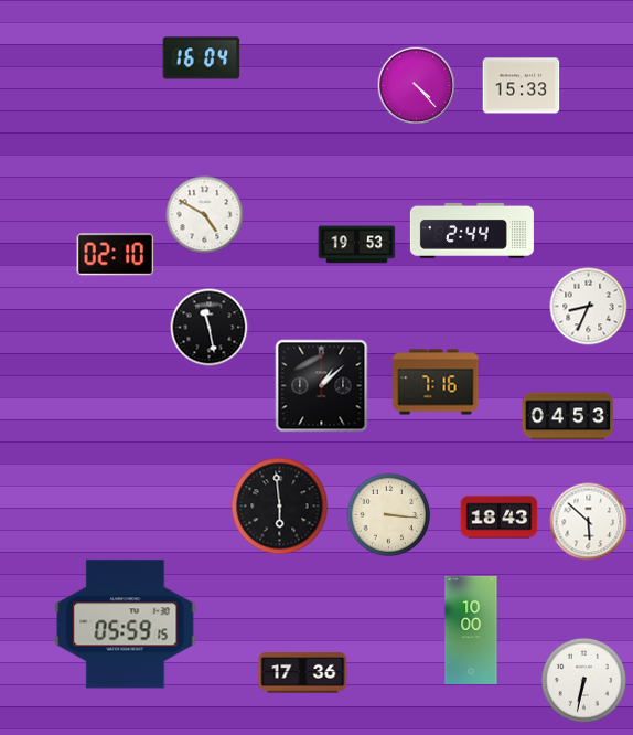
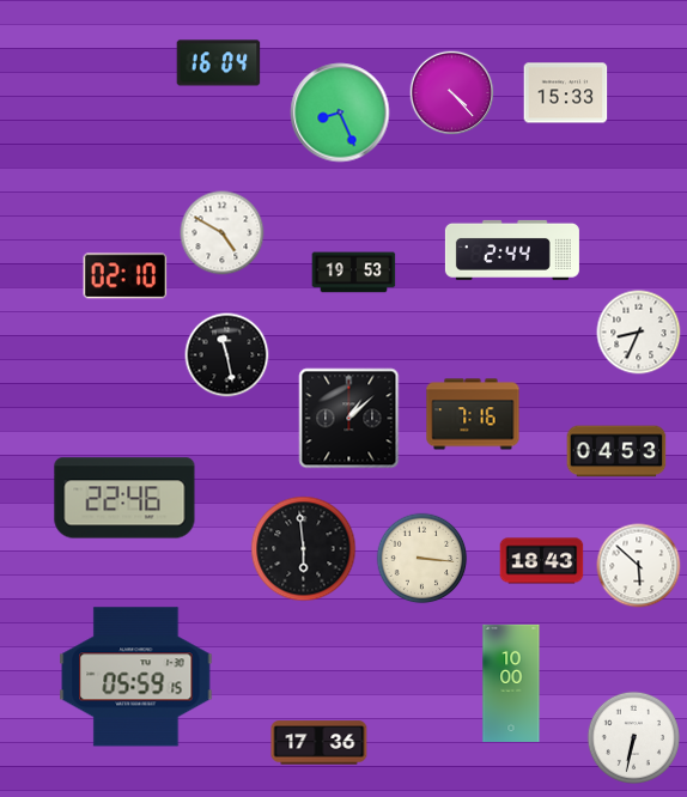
clock at (340, 112): none -> 8:26
clock at (357, 245) position: (357, 245) -> (354, 273)
clock at (124, 498): none -> 22:46
clock at (303, 673) position: (303, 673) -> (320, 743)
